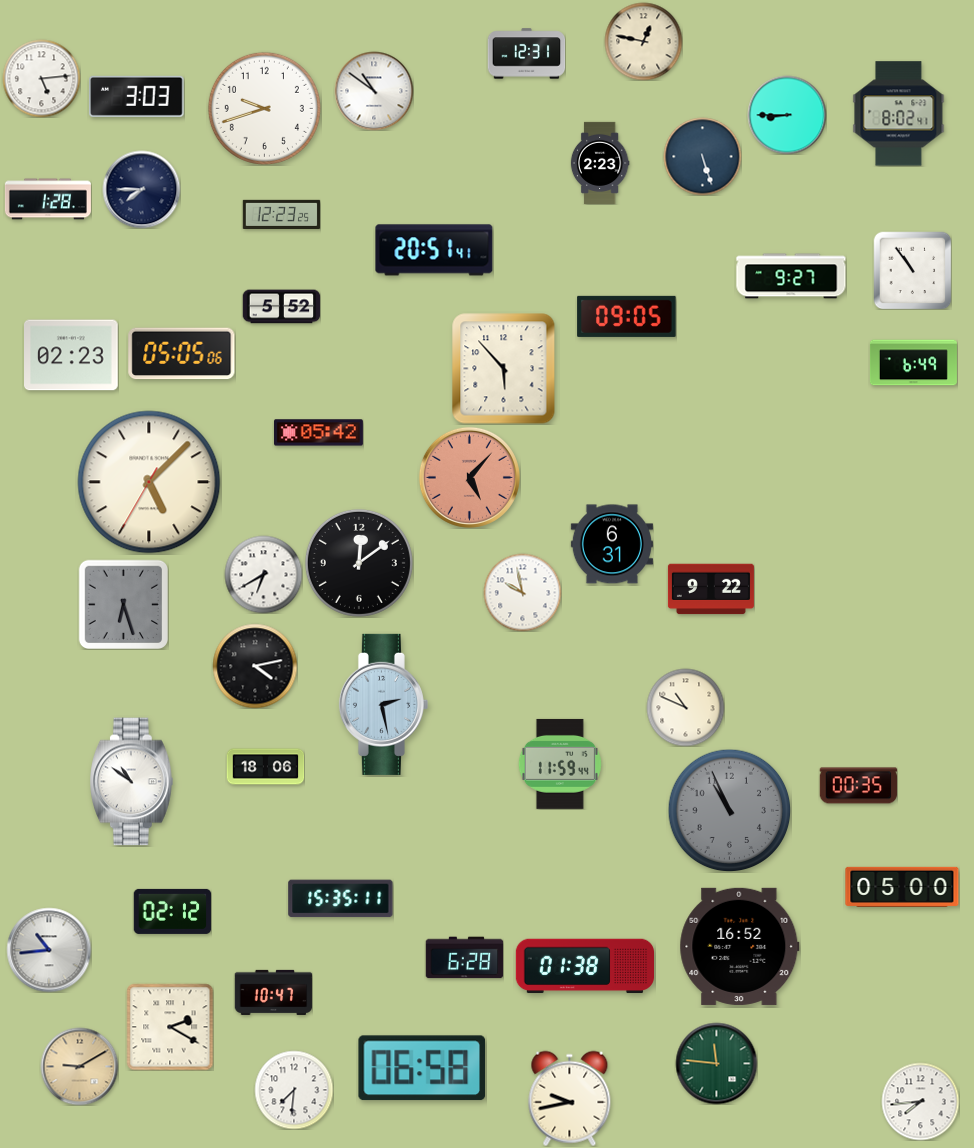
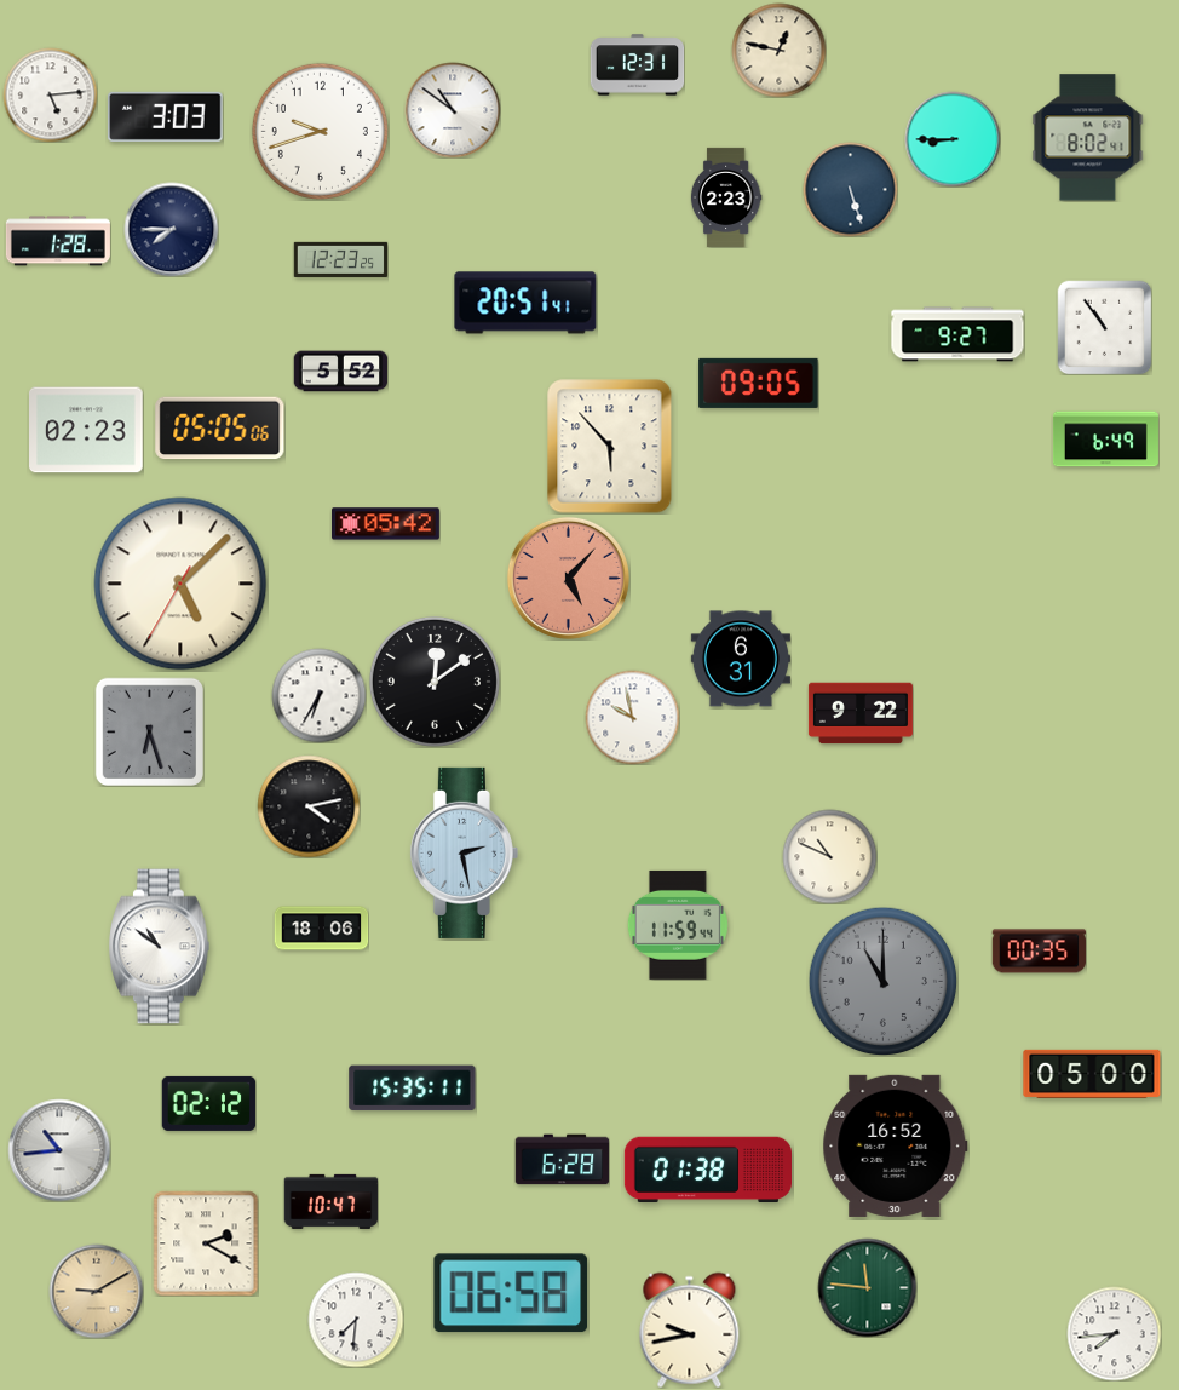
clock at (263, 574): 6:40 -> 6:35
clock at (729, 810): 10:56 -> 11:00
